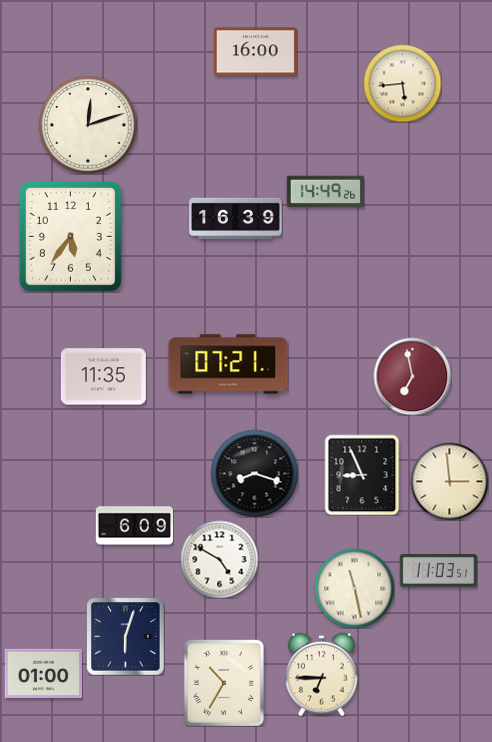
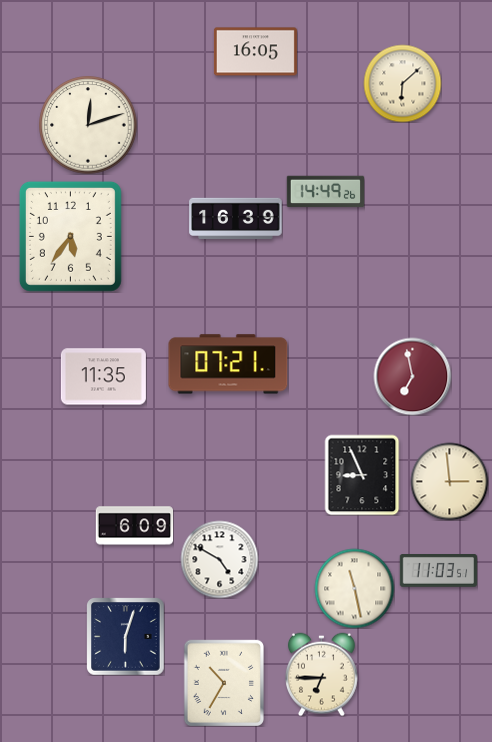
clock at (255, 52): 16:00 -> 16:05
clock at (402, 83): 5:44 -> 6:08
clock at (254, 473): 8:18 -> none
clock at (43, 673): 01:00 -> none
